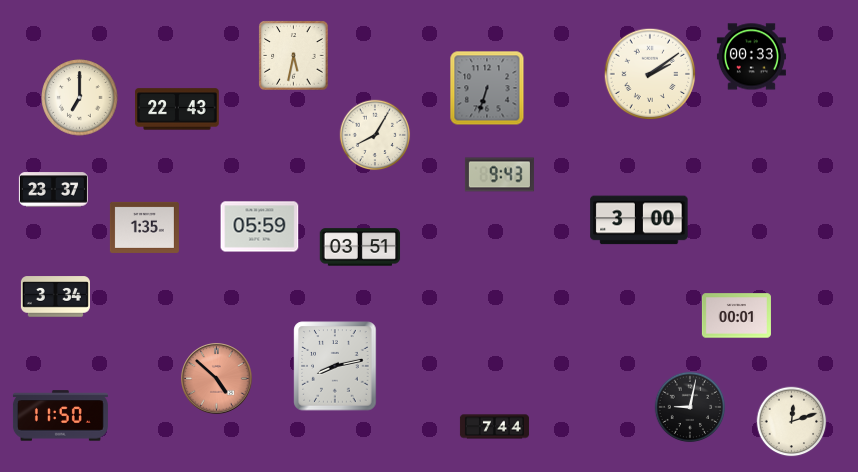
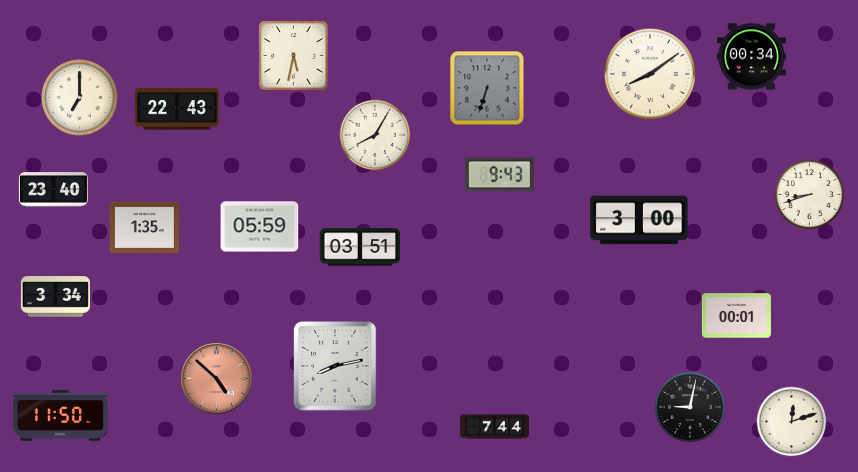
clock at (751, 57): 00:33 -> 00:34
clock at (650, 74): 2:09 -> 8:09
clock at (53, 190): 23:37 -> 23:40
clock at (810, 195): none -> 8:42
